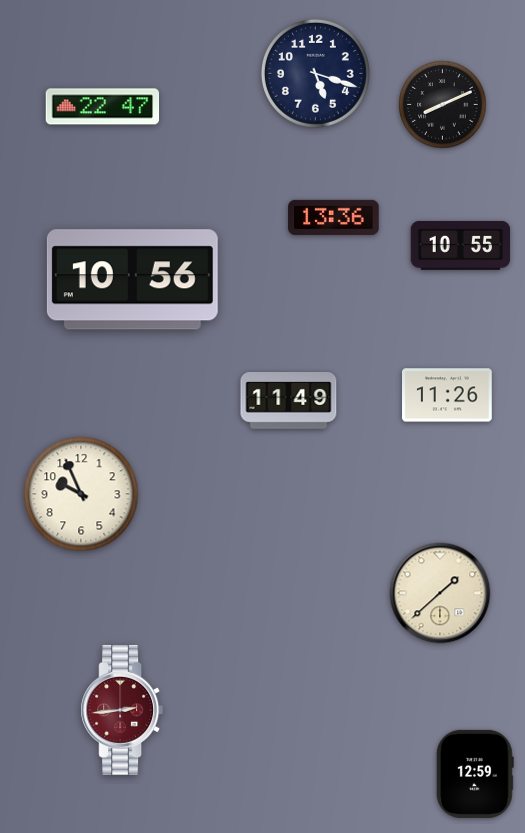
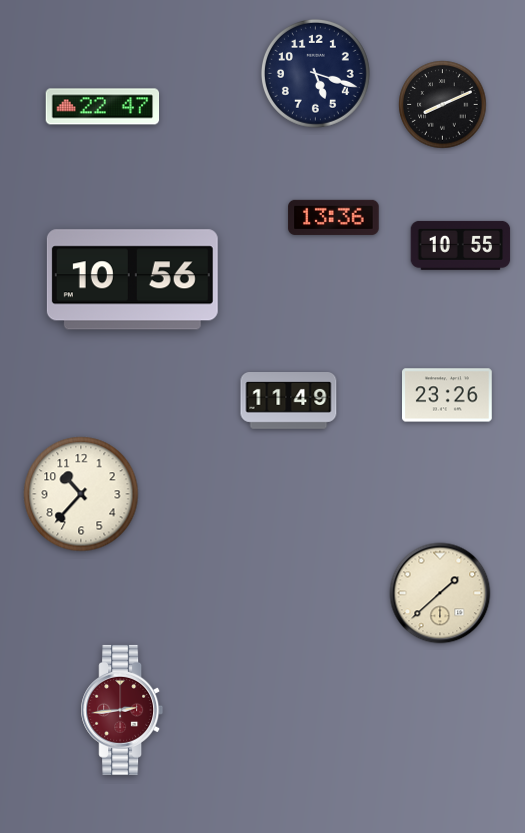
clock at (448, 395): 11:26 -> 23:26
clock at (81, 494): 9:56 -> 10:37
clock at (475, 774): 12:59 -> none
